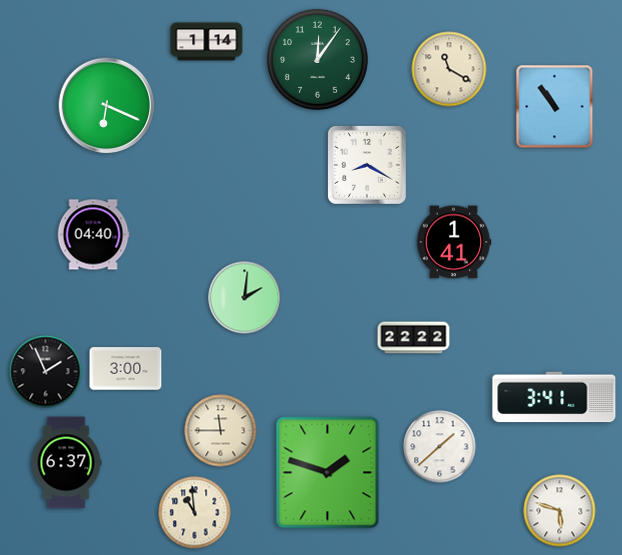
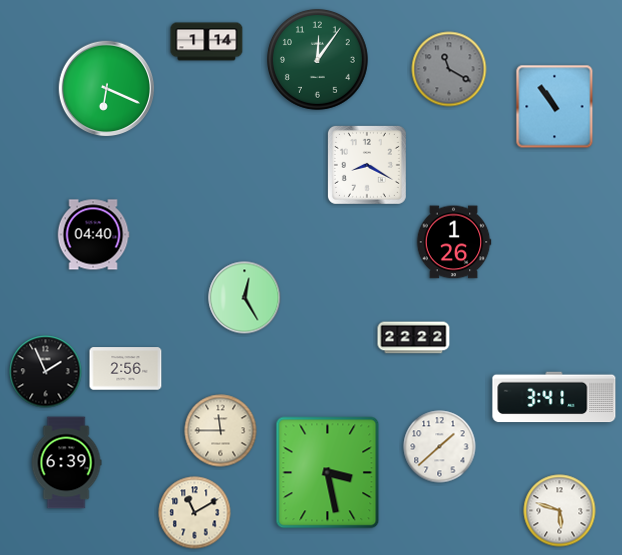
clock at (449, 69) dial: cream -> grey
clock at (107, 106) position: (107, 106) -> (107, 89)
clock at (454, 242): 1:41 -> 1:26
clock at (245, 298): 2:01 -> 12:25
clock at (126, 369): 3:00 -> 2:56
clock at (66, 463): 6:37 -> 6:39
clock at (328, 473): 1:48 -> 3:28
clock at (195, 513): 10:59 -> 11:10
